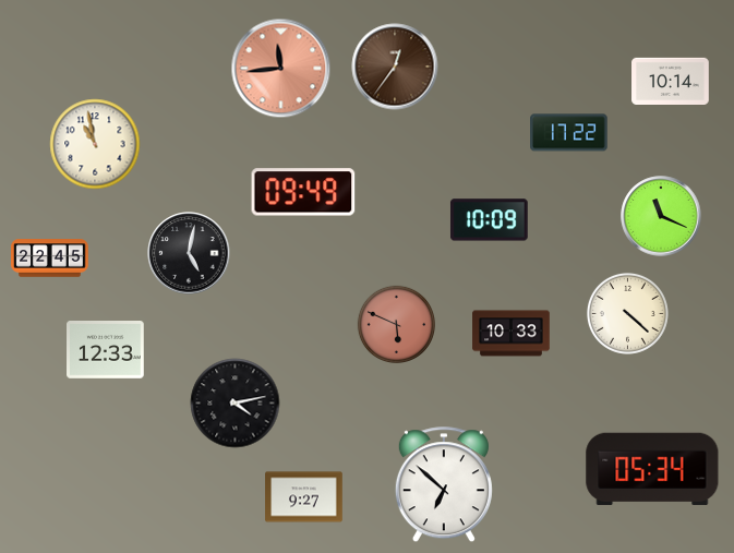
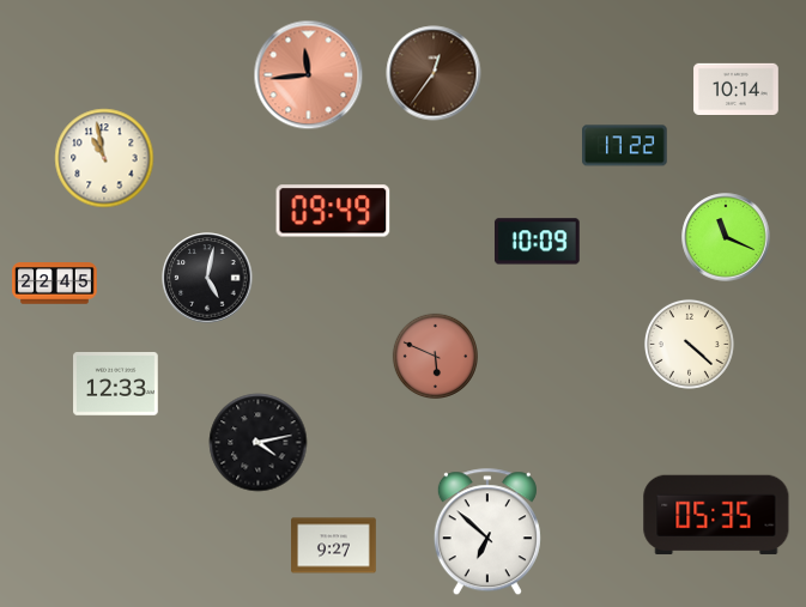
clock at (512, 334): 10:33 -> none
clock at (652, 469): 05:34 -> 05:35
